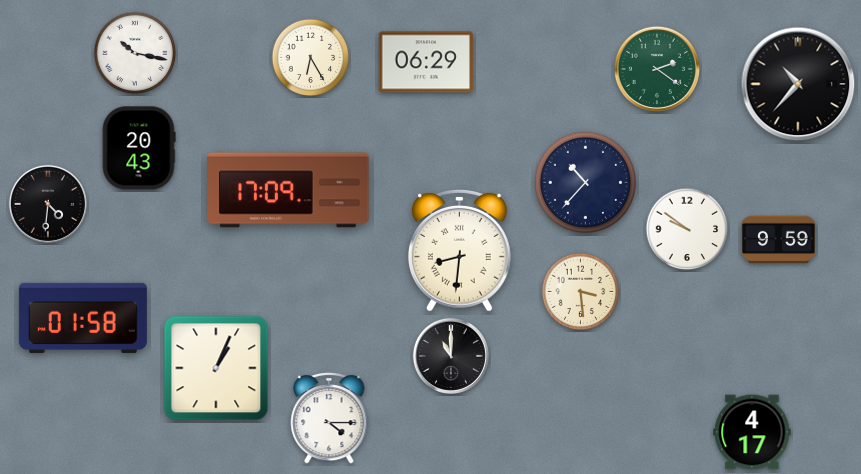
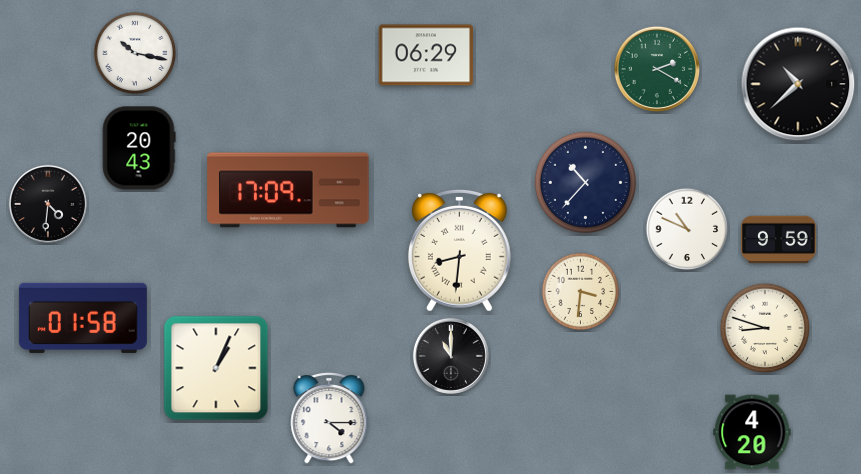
clock at (311, 58): 6:25 -> none
clock at (426, 62) position: (426, 62) -> (426, 55)
clock at (656, 68): 2:21 -> 2:20
clock at (798, 84): 10:37 -> 10:38
clock at (687, 229): 9:51 -> 10:49
clock at (581, 292): 3:29 -> 3:31
clock at (765, 328): none -> 8:48
clock at (752, 432): 4:17 -> 4:20
